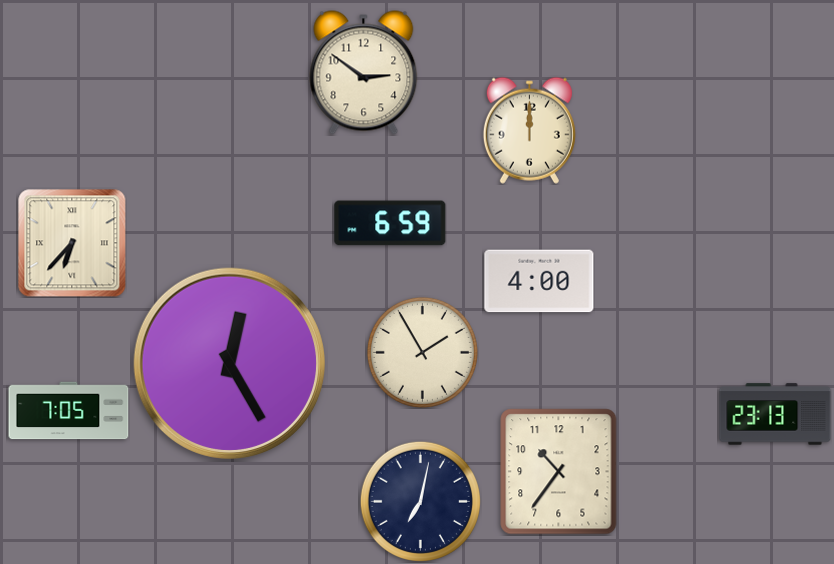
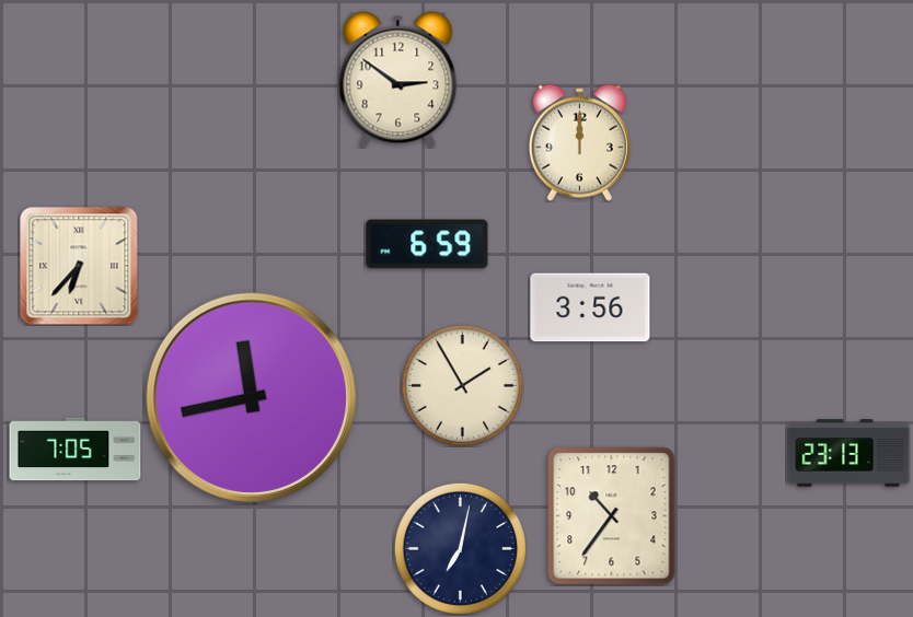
clock at (539, 281): 4:00 -> 3:56
clock at (229, 363): 12:25 -> 11:43
